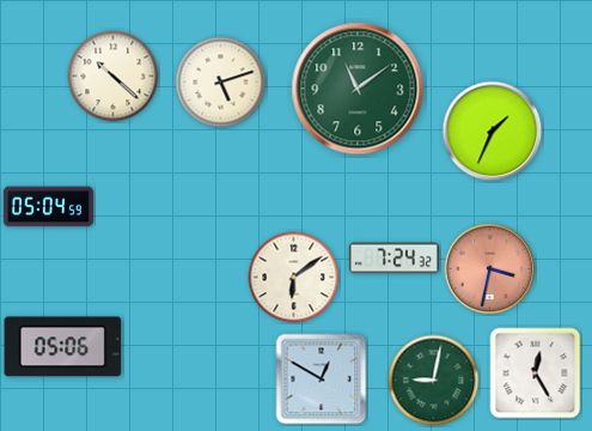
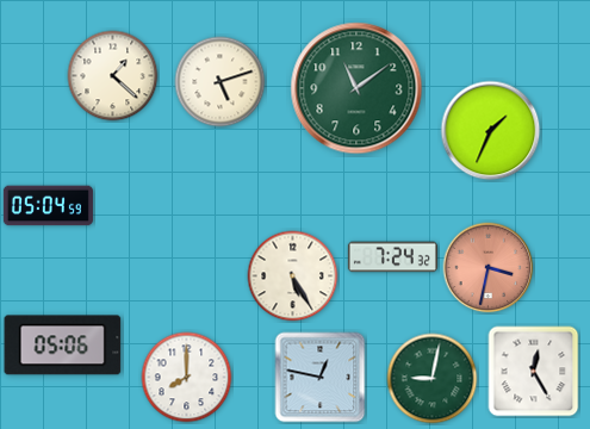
clock at (114, 77): 10:22 -> 1:22
clock at (294, 278): 6:09 -> 5:25
clock at (187, 378): none -> 8:00
clock at (322, 380): 12:50 -> 12:47
